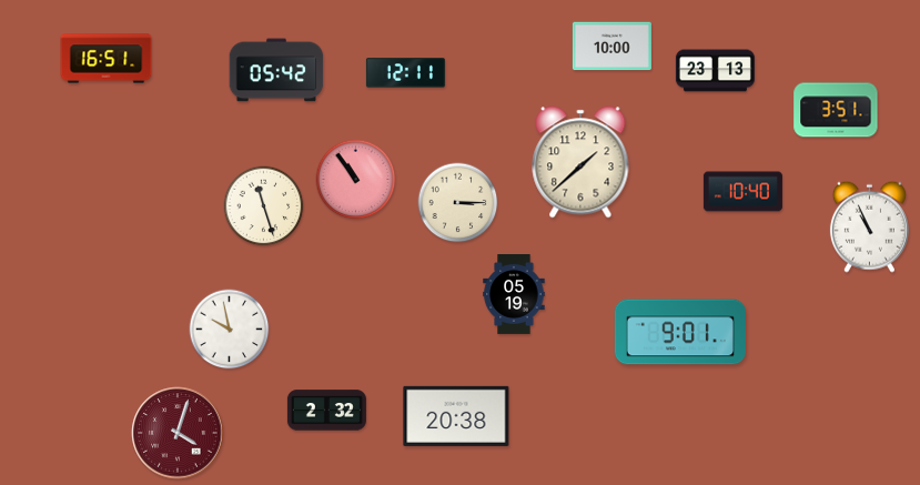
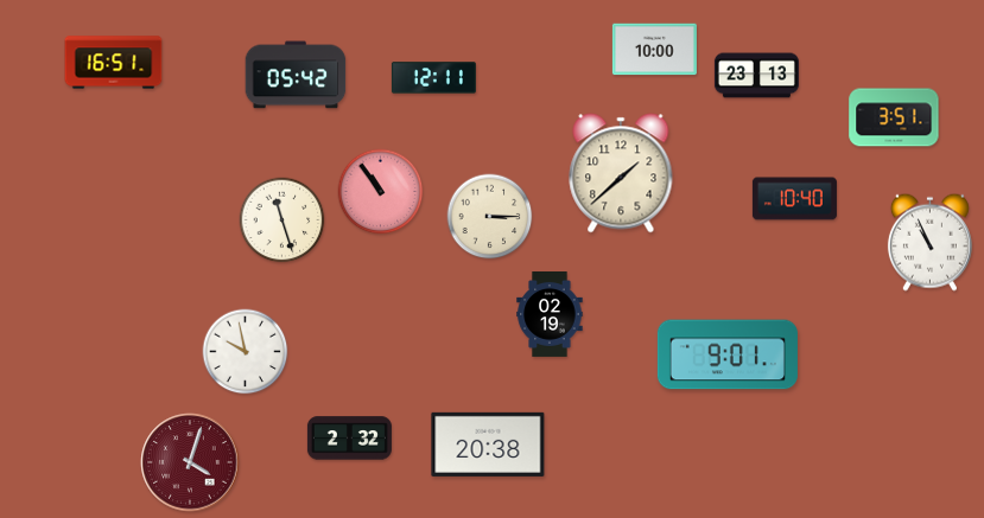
clock at (715, 71) position: (715, 71) -> (756, 76)
clock at (742, 192) position: (742, 192) -> (794, 199)
clock at (514, 295): 05:19 -> 02:19
